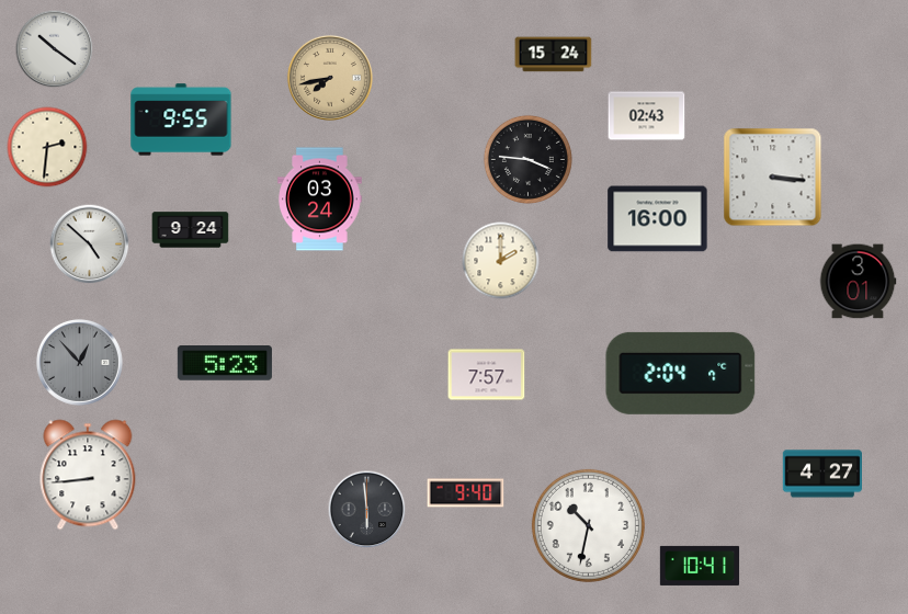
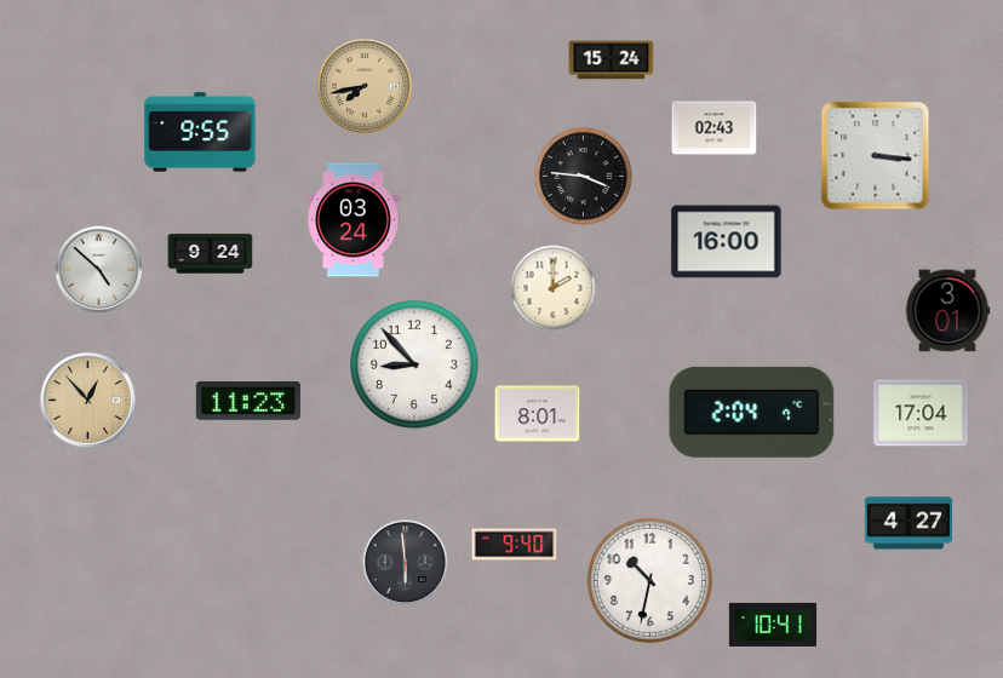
clock at (55, 49): 10:21 -> none
clock at (47, 147): 2:31 -> none
clock at (773, 178) position: (773, 178) -> (876, 156)
clock at (415, 366): none -> 8:53
clock at (79, 362) dial: grey -> champagne
clock at (225, 364): 5:23 -> 11:23
clock at (921, 413): none -> 17:04
clock at (487, 375): 7:57 -> 8:01
clock at (88, 475): 8:44 -> none
